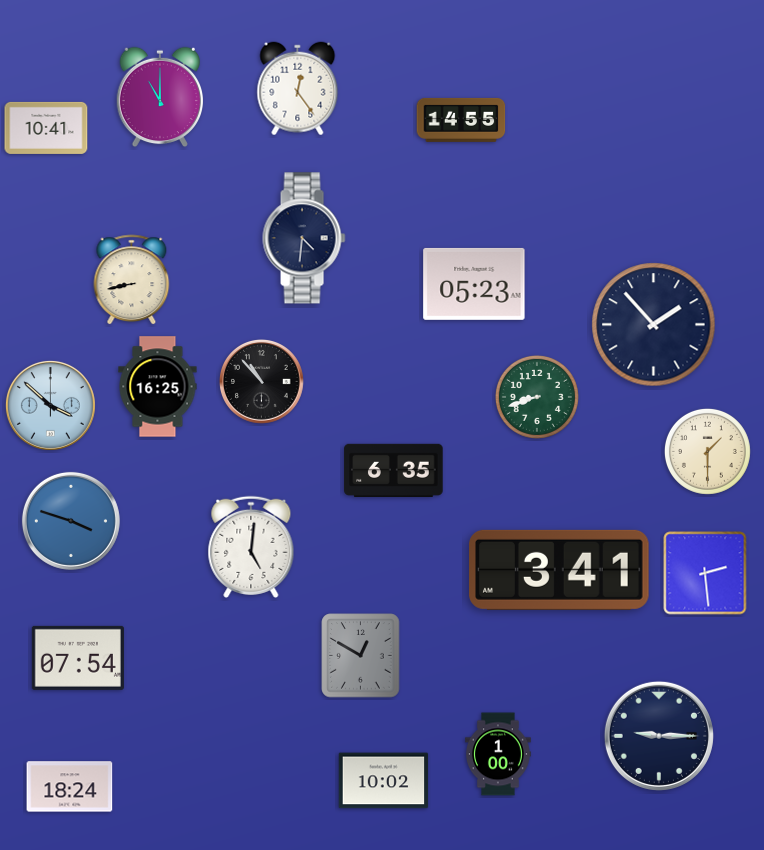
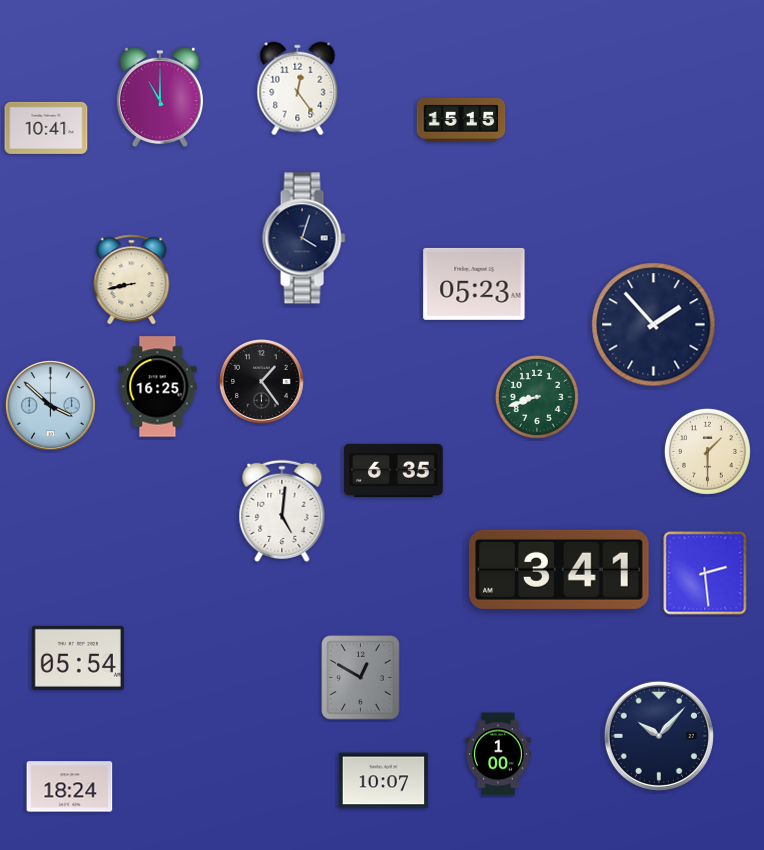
clock at (461, 120): 14:55 -> 15:15
clock at (304, 238): 4:31 -> 4:03
clock at (262, 382): 10:53 -> 1:24
clock at (71, 521): 3:48 -> none
clock at (251, 547) position: (251, 547) -> (282, 511)
clock at (361, 656) position: (361, 656) -> (361, 678)
clock at (78, 658): 07:54 -> 05:54
clock at (659, 736): 9:15 -> 10:07
clock at (384, 781): 10:02 -> 10:07
